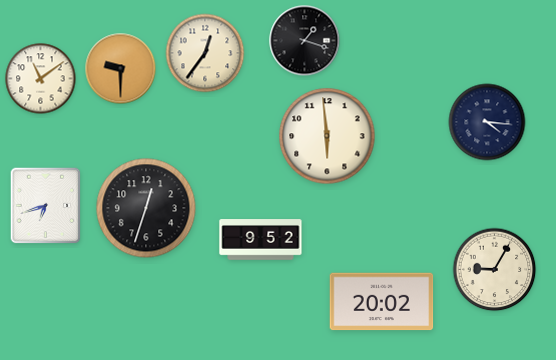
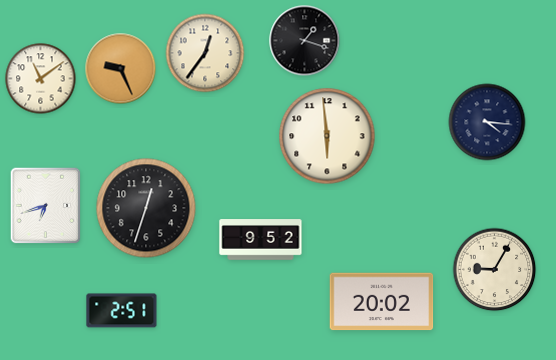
clock at (121, 69): 9:30 -> 9:26
clock at (122, 311): none -> 2:51
